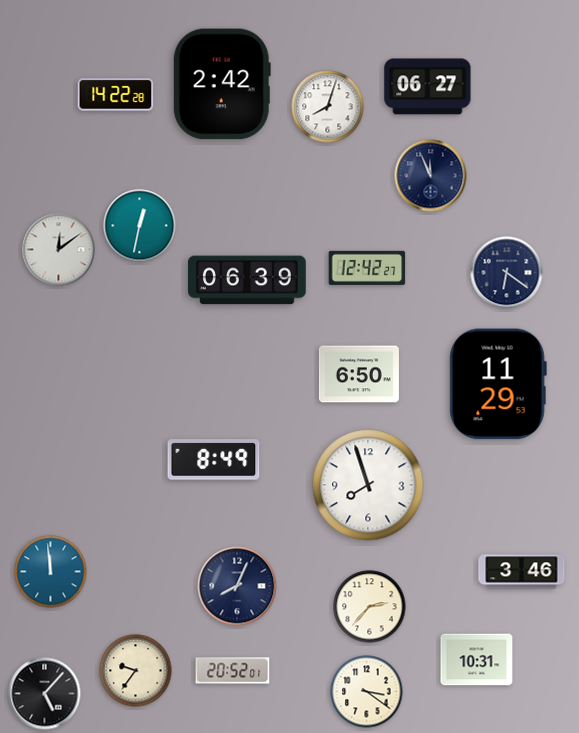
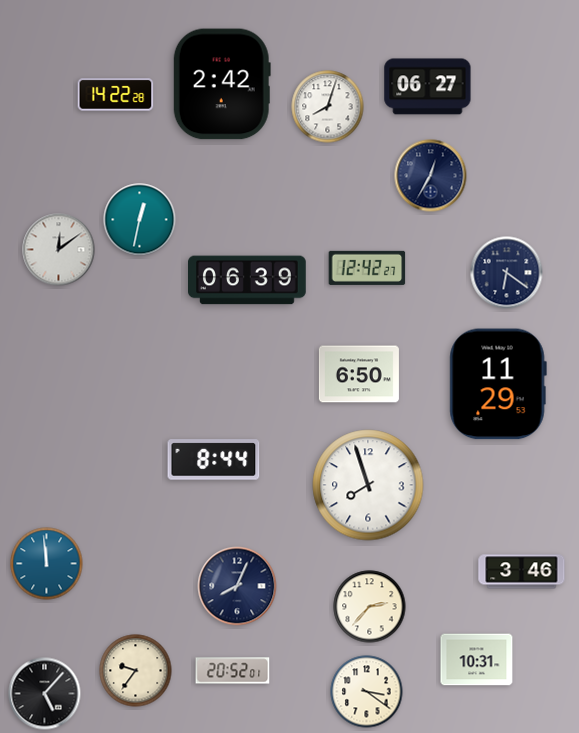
clock at (431, 176): 11:56 -> 12:35
clock at (140, 226) position: (140, 226) -> (140, 220)
clock at (214, 460): 8:49 -> 8:44
clock at (51, 572) position: (51, 572) -> (47, 564)
